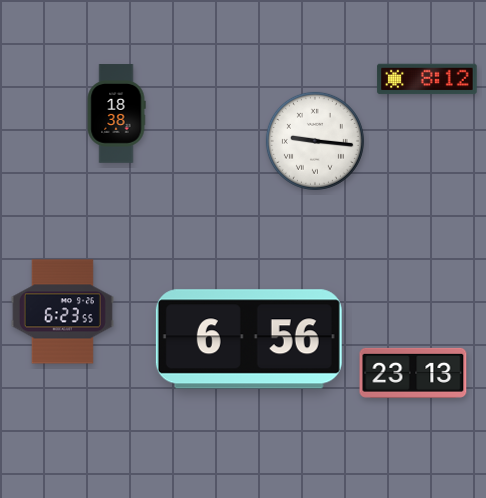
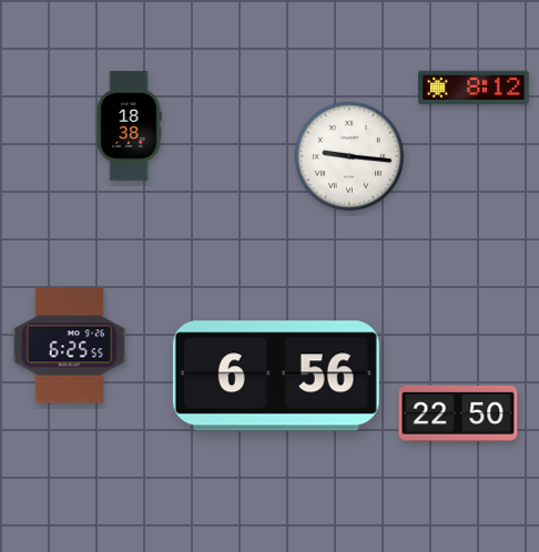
clock at (62, 312): 6:23 -> 6:25
clock at (413, 373): 23:13 -> 22:50
